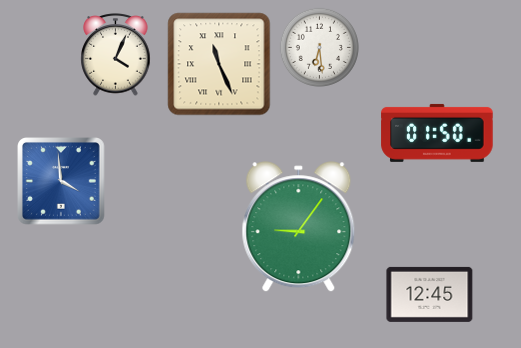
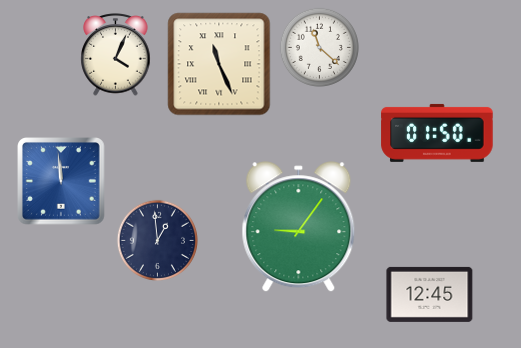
clock at (319, 47): 6:29 -> 11:22
clock at (61, 181): 3:59 -> 11:59
clock at (157, 240): none -> 12:59
